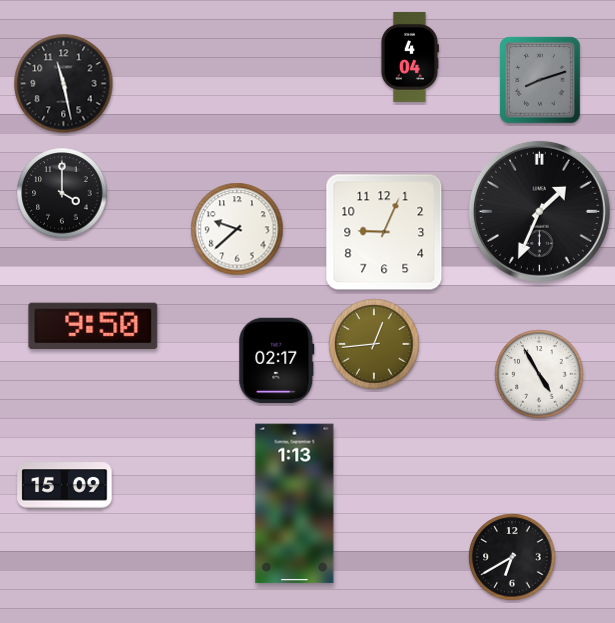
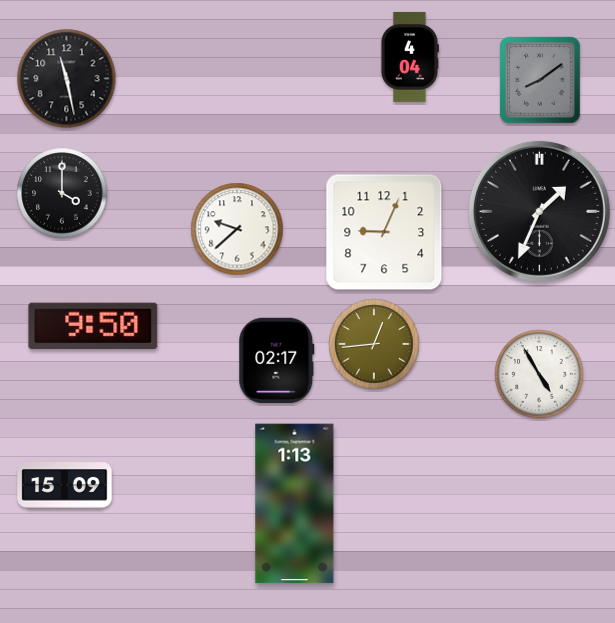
clock at (540, 80): 8:12 -> 8:09
clock at (64, 84) position: (64, 84) -> (67, 79)
clock at (512, 557): 6:40 -> none
